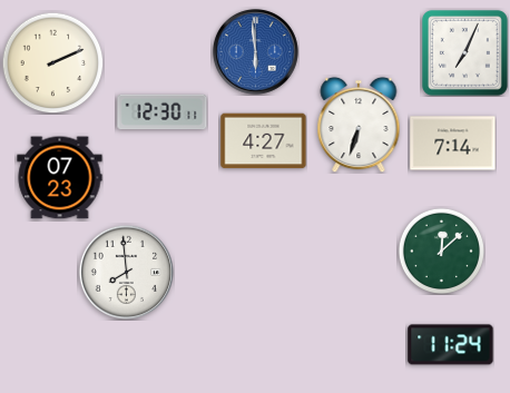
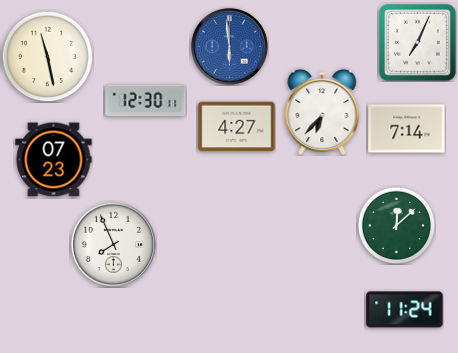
clock at (464, 52) position: (464, 52) -> (417, 42)
clock at (52, 62): 2:11 -> 11:28
clock at (359, 125): 6:33 -> 6:37
clock at (126, 272): 7:59 -> 7:56
